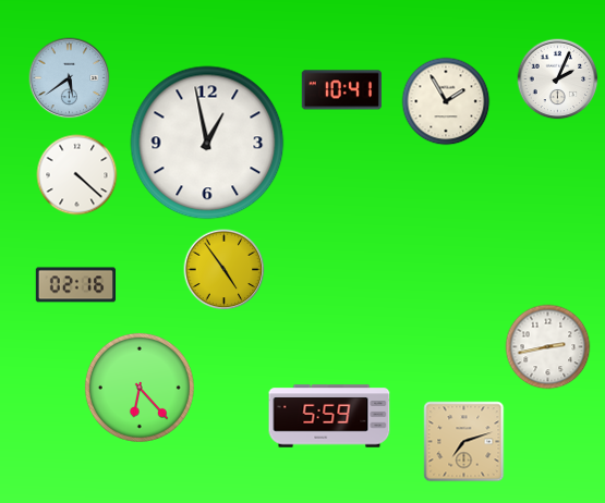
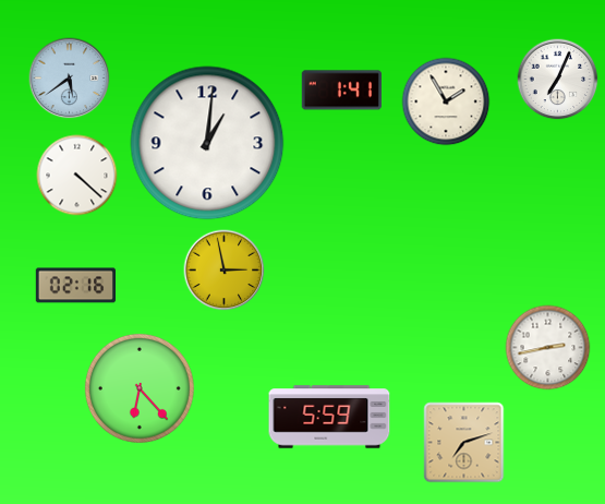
clock at (558, 79): 2:04 -> 7:04
clock at (341, 90): 10:41 -> 1:41
clock at (207, 143): 12:58 -> 1:01
clock at (225, 270): 4:54 -> 2:58
